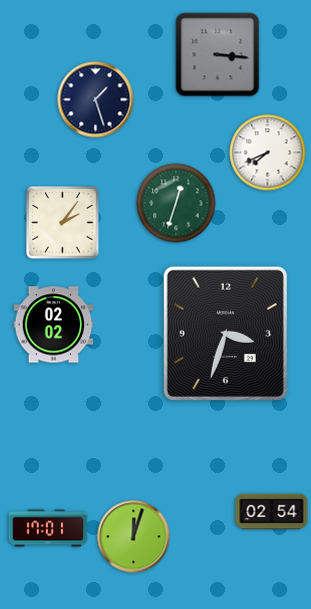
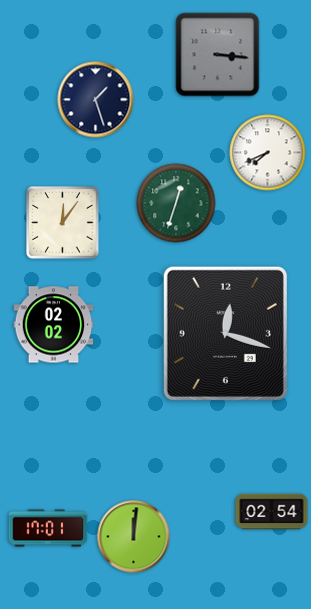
clock at (63, 223): 2:06 -> 12:06
clock at (225, 333): 3:33 -> 12:18
clock at (134, 537): 12:03 -> 12:01
